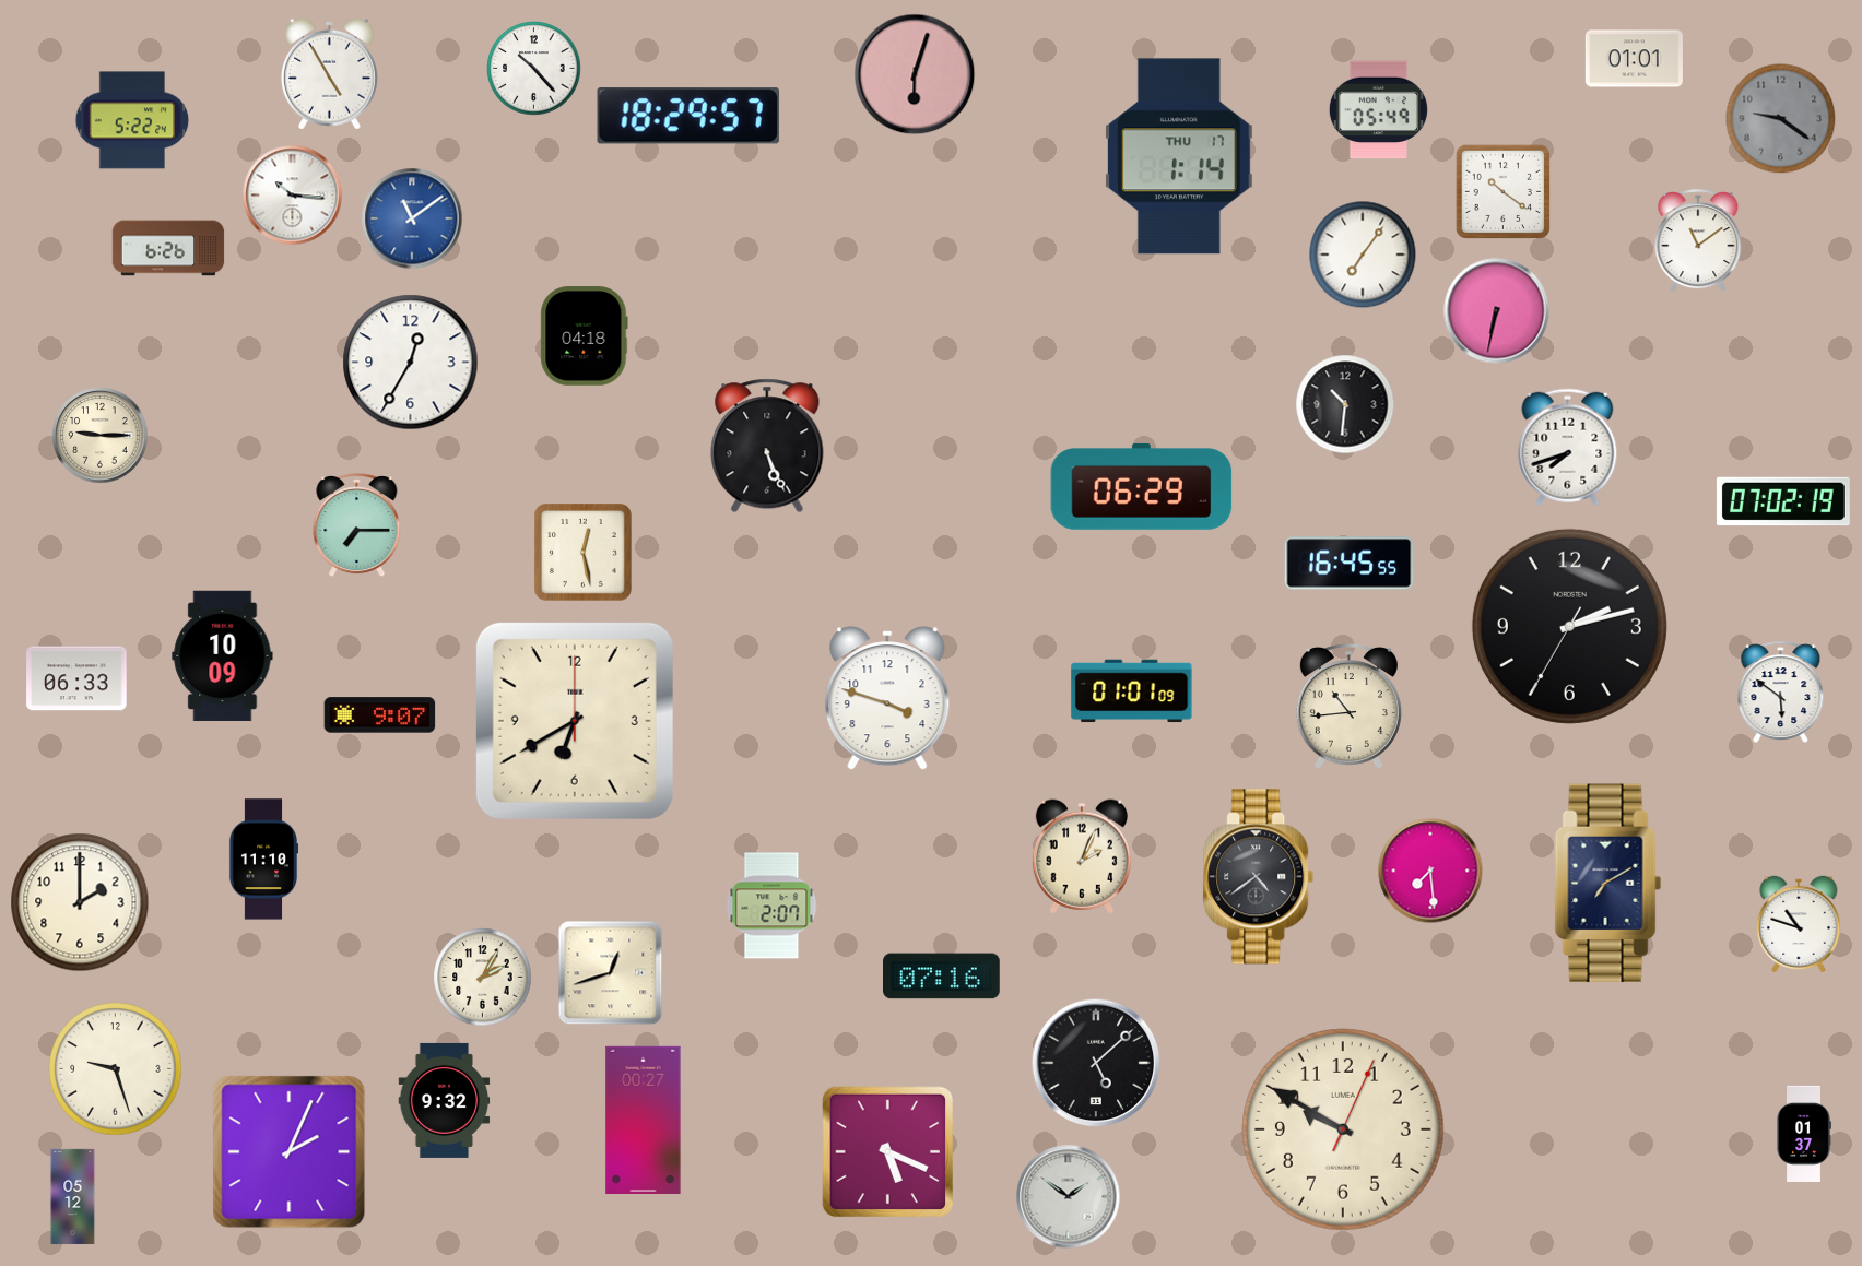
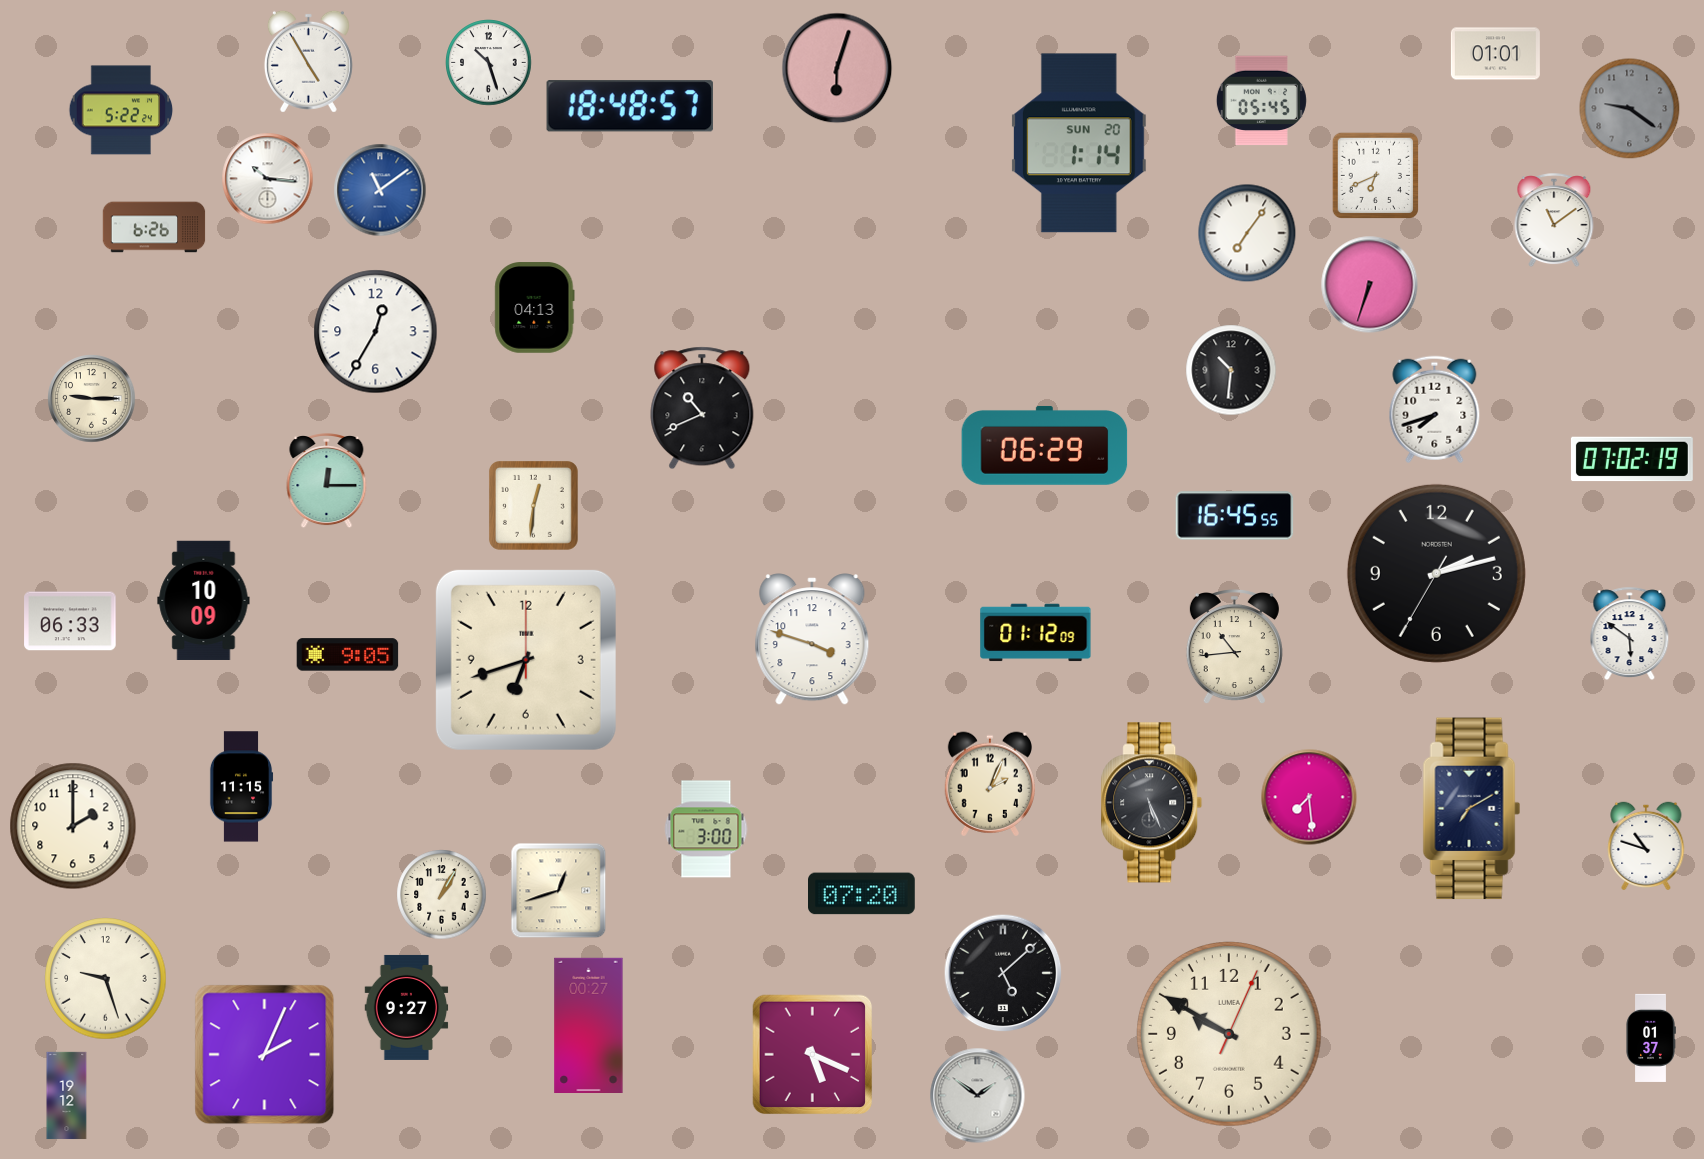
clock at (534, 69): 10:23 -> 10:27
clock at (329, 73) position: (329, 73) -> (308, 61)
clock at (1378, 110): 05:49 -> 05:45
clock at (688, 116): 18:29 -> 18:48
clock at (1179, 156) date: THU 17 -> SUN 20
clock at (1502, 191): 10:21 -> 6:41
clock at (412, 218) position: (412, 218) -> (380, 190)
clock at (1497, 311): 6:32 -> 6:33
clock at (585, 336): 04:18 -> 04:13
clock at (767, 446): 5:26 -> 10:41
clock at (357, 526): 7:15 -> 12:15
clock at (582, 552): 12:28 -> 12:31
clock at (1132, 691): 01:01 -> 01:12
clock at (380, 715): 9:07 -> 9:05
clock at (575, 721): 6:40 -> 6:42
clock at (263, 860): 11:10 -> 11:15
clock at (1259, 877): 4:39 -> 5:26
clock at (771, 906): 2:07 -> 3:00
clock at (942, 977): 07:16 -> 07:20
clock at (483, 978): 2:05 -> 1:05
clock at (445, 1100): 9:32 -> 9:27
clock at (73, 1197): 05:12 -> 19:12
